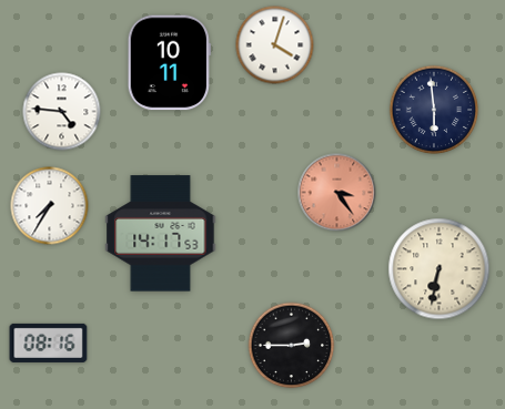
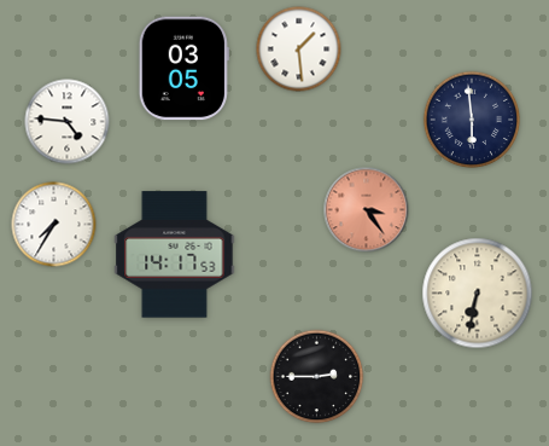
clock at (275, 45): 4:03 -> 1:29
clock at (169, 63): 10:11 -> 03:05
clock at (49, 342): 08:16 -> none
